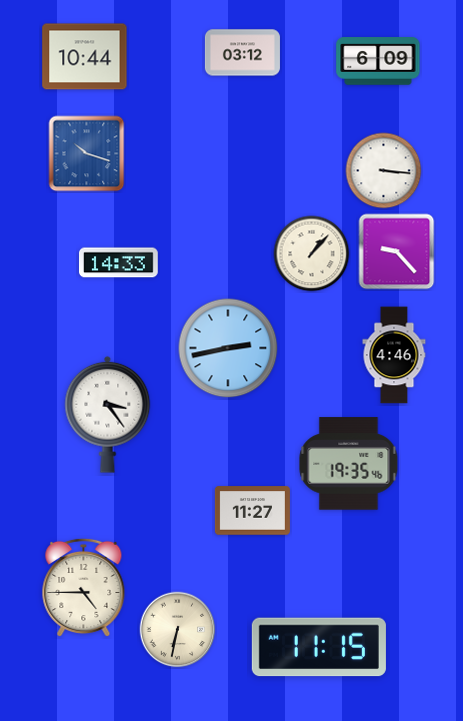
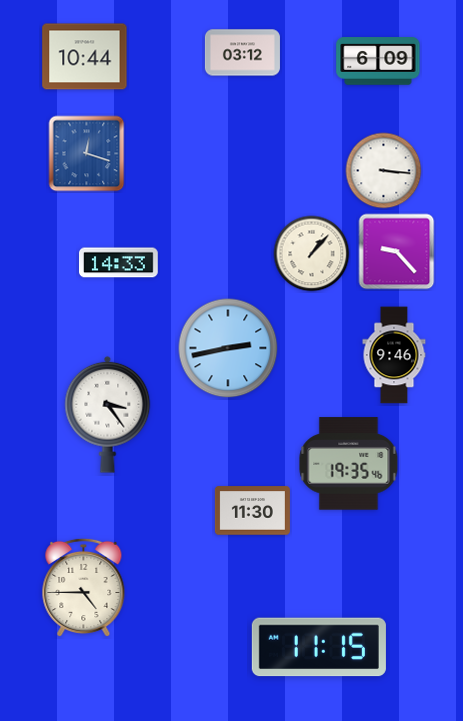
clock at (87, 154): 10:18 -> 12:18
clock at (394, 355): 4:46 -> 9:46
clock at (252, 511): 11:27 -> 11:30
clock at (178, 630): 6:32 -> none
